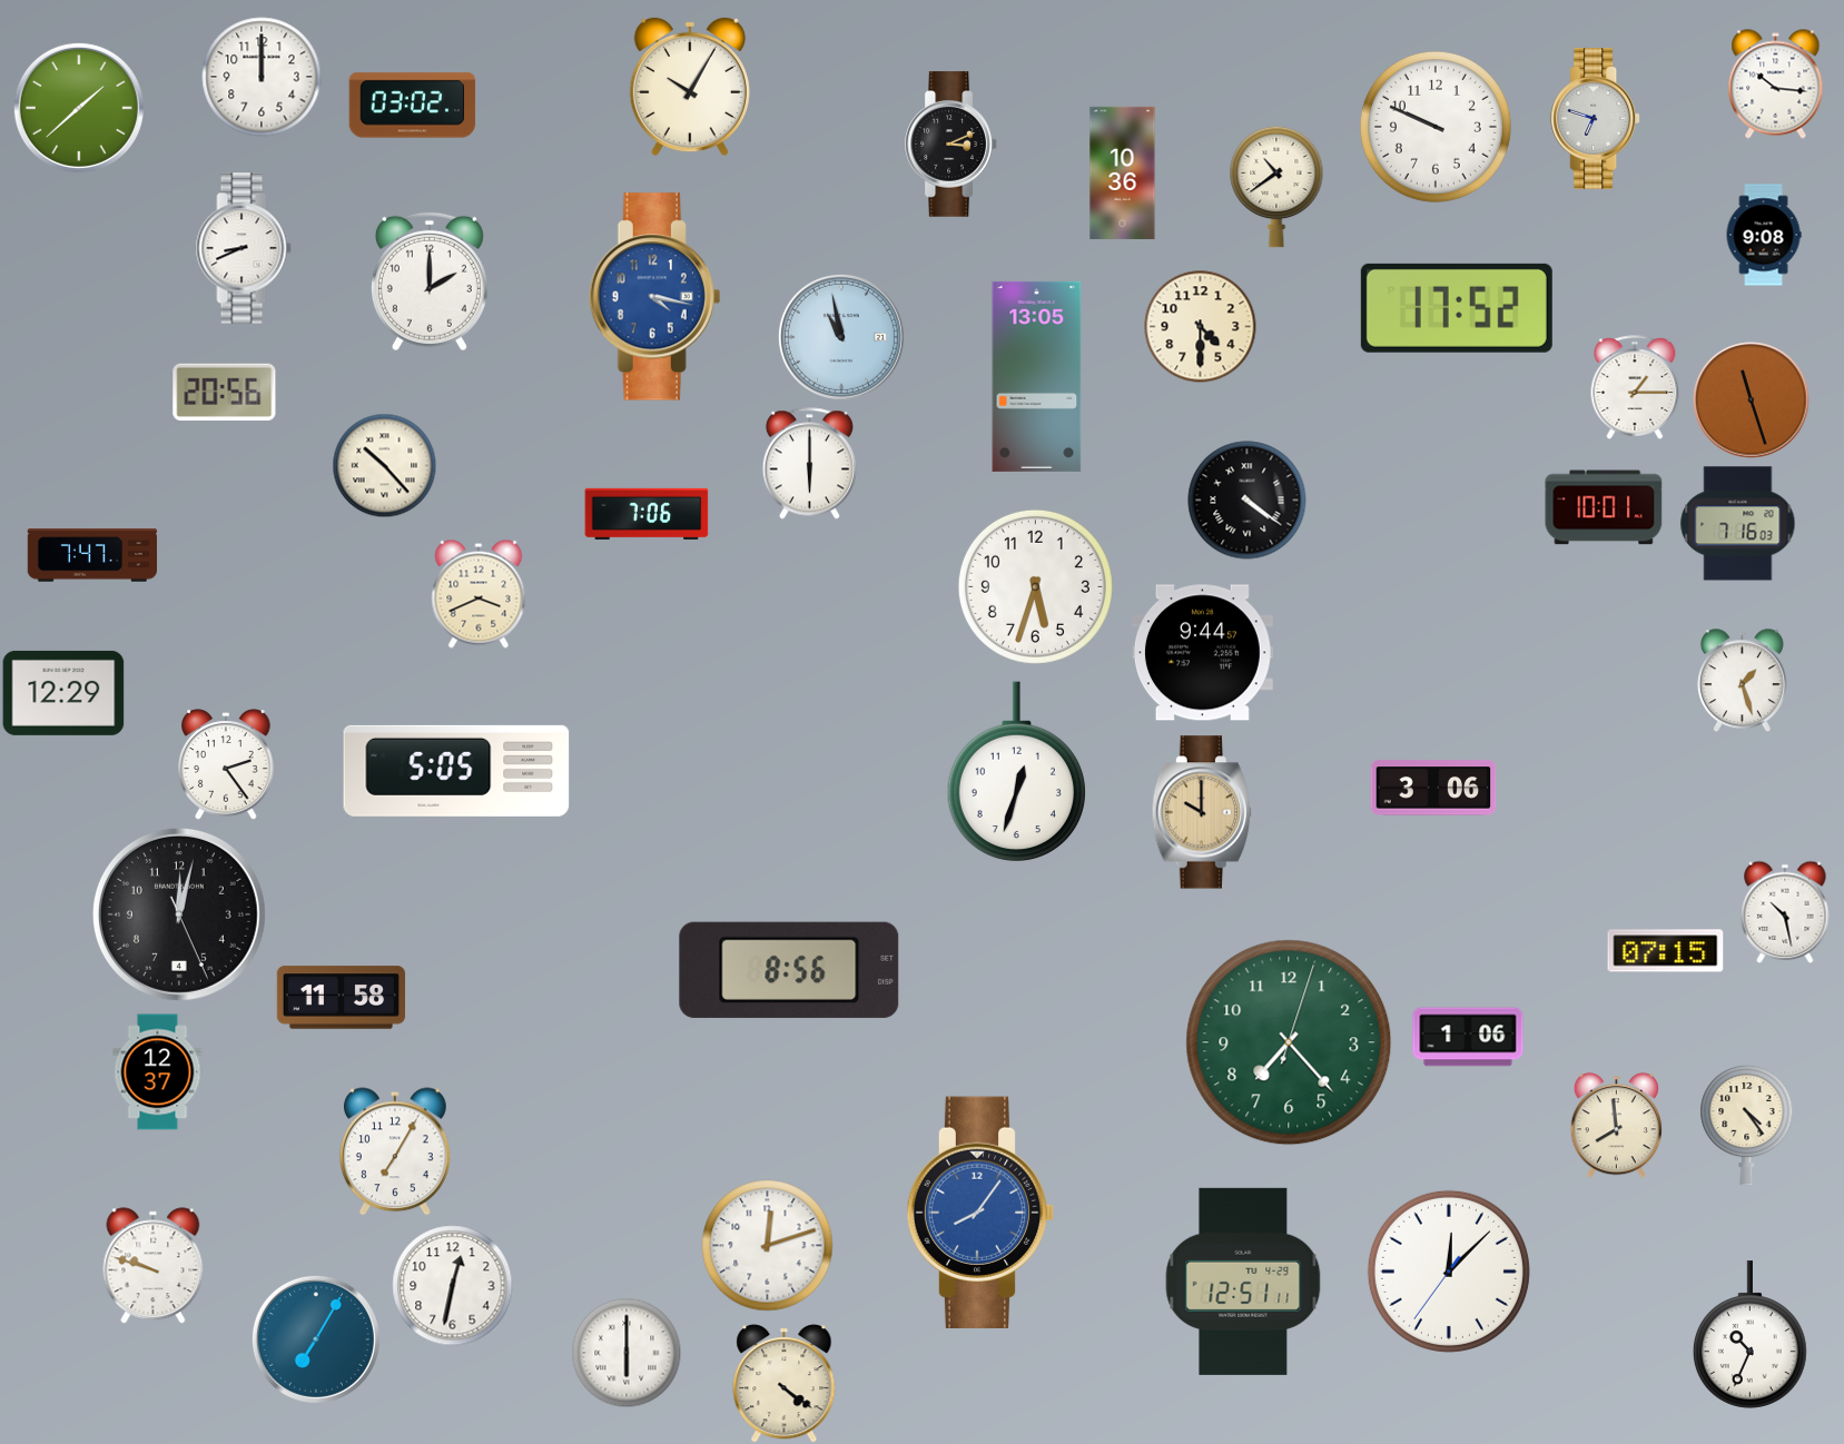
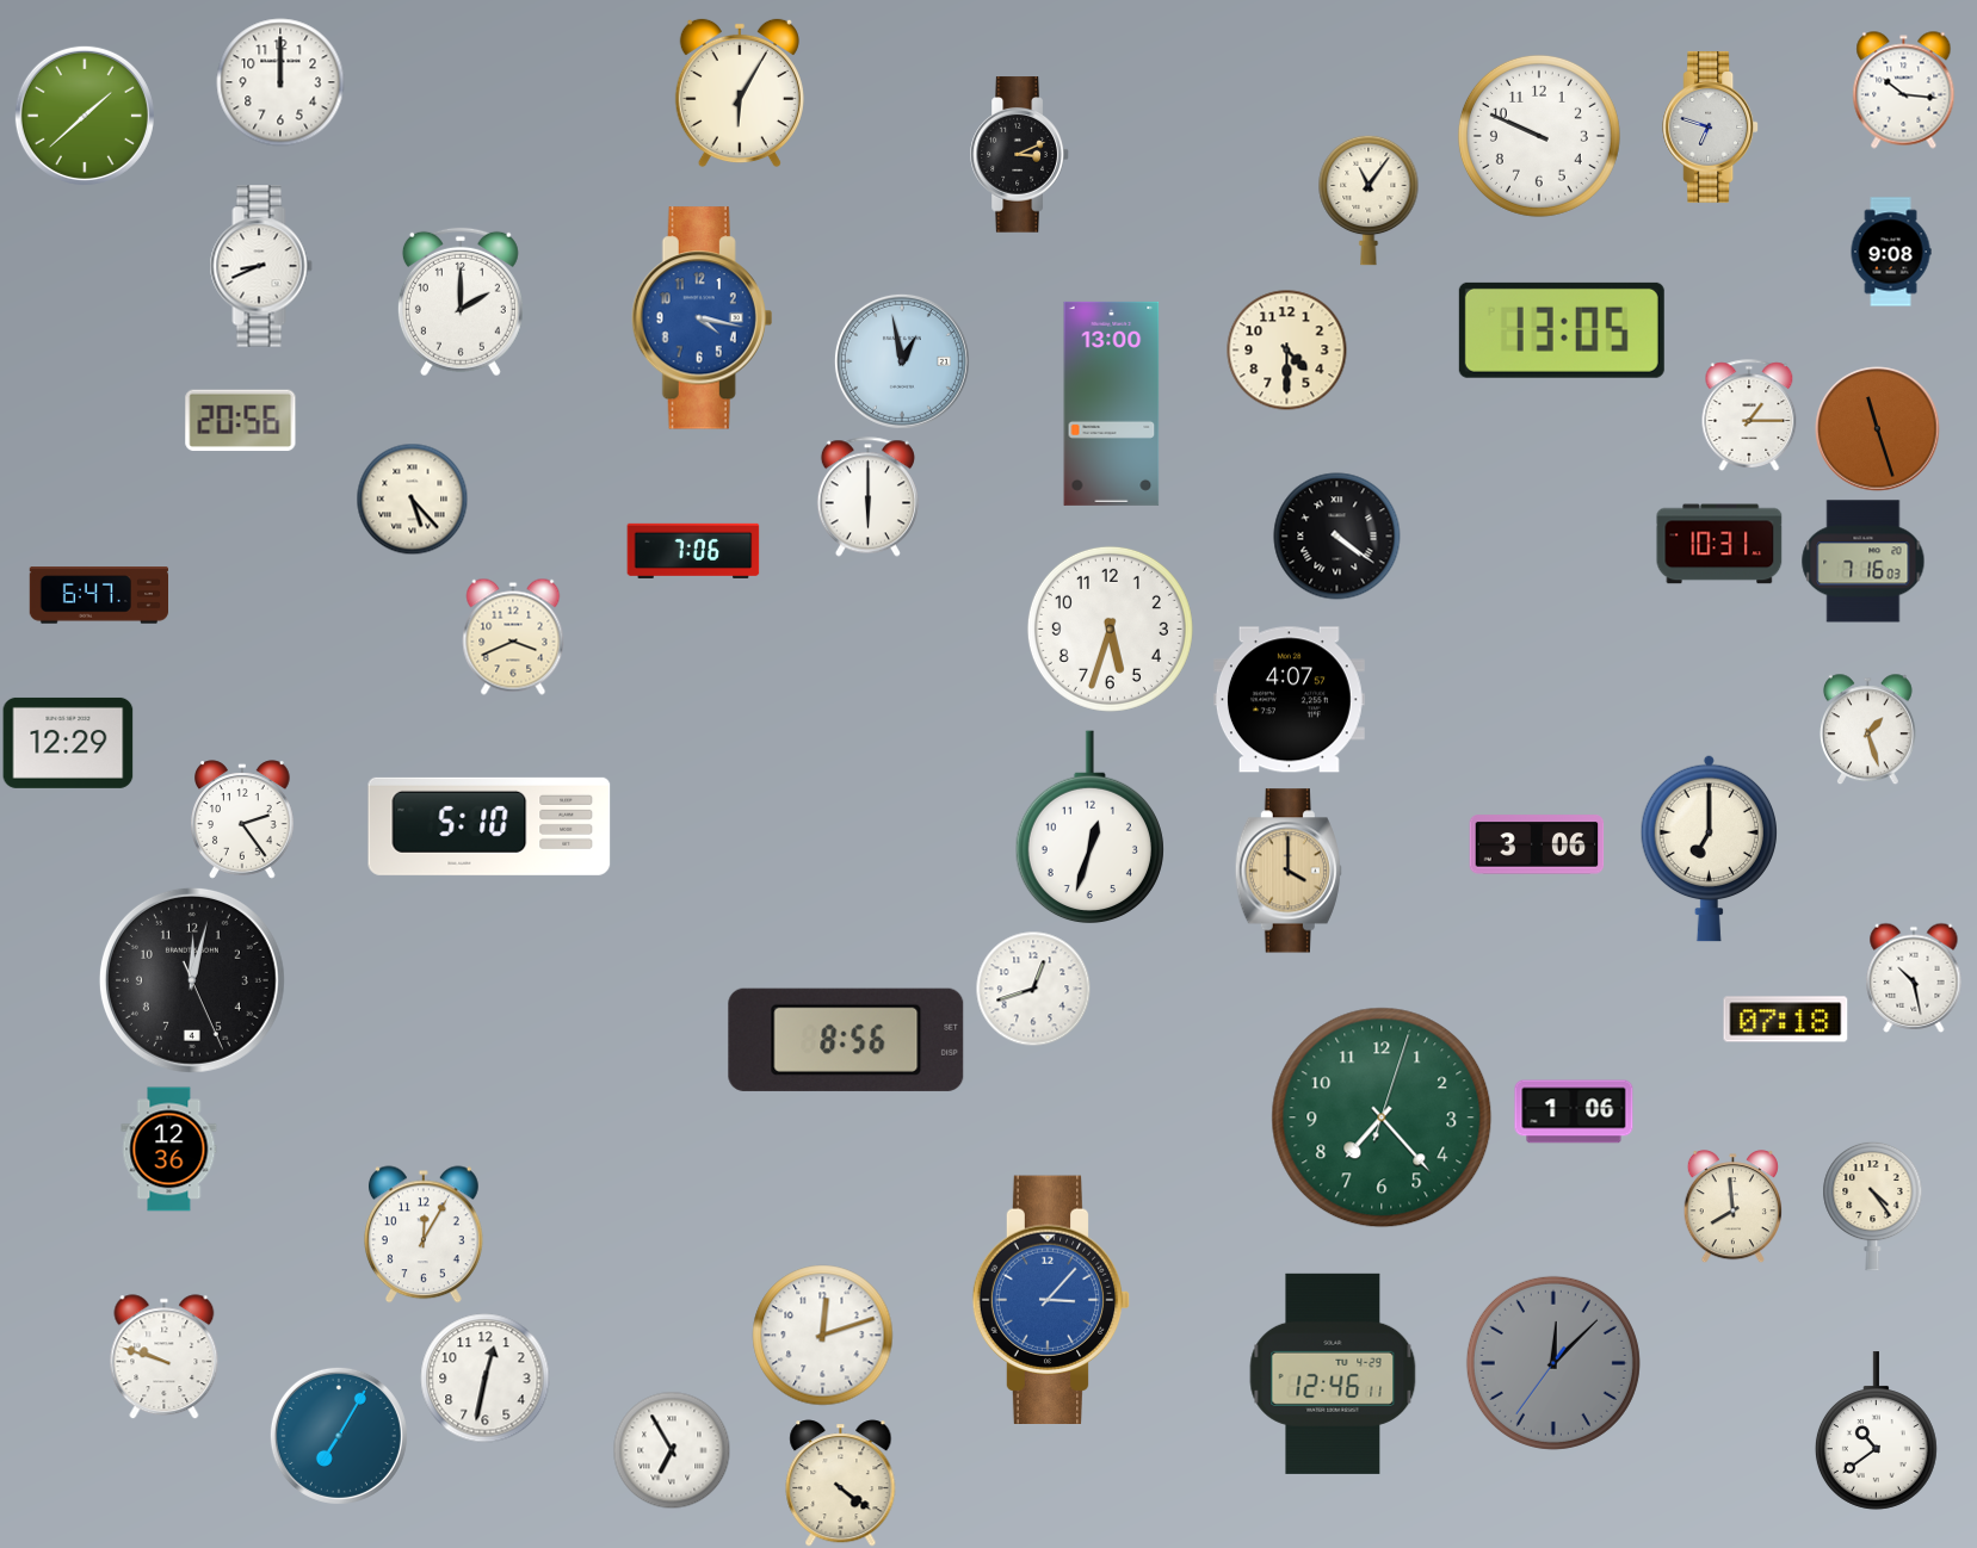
clock at (690, 87): 10:05 -> 6:05
clock at (413, 106): 03:02 -> none
clock at (1123, 172): 10:36 -> none
clock at (1276, 187): 10:39 -> 11:06
clock at (1457, 308): 17:52 -> 13:05
clock at (841, 337): 10:58 -> 12:58
clock at (1037, 376): 13:05 -> 13:00
clock at (1635, 387) position: (1635, 387) -> (1749, 415)
clock at (384, 465): 10:23 -> 5:23
clock at (1604, 507): 10:01 -> 10:31
clock at (91, 555): 7:47 -> 6:47
clock at (1202, 653): 9:44 -> 4:07
clock at (456, 771): 5:05 -> 5:10
clock at (1709, 848): none -> 7:00
clock at (1202, 812): 10:00 -> 4:00
clock at (1033, 989): none -> 12:42
clock at (1666, 951): 07:15 -> 07:18
clock at (342, 998): 11:58 -> none
clock at (158, 1072): 12:37 -> 12:36
clock at (395, 1151): 7:05 -> 12:05
clock at (980, 1211): 8:06 -> 3:07
clock at (1449, 1272) dial: white -> grey
clock at (1243, 1282): 12:51 -> 12:46
clock at (1749, 1335): 10:34 -> 10:39
clock at (627, 1353): 6:00 -> 6:55
